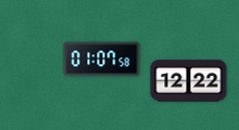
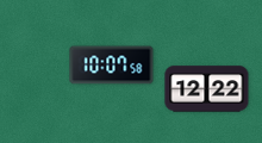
clock at (102, 60): 01:07 -> 10:07
